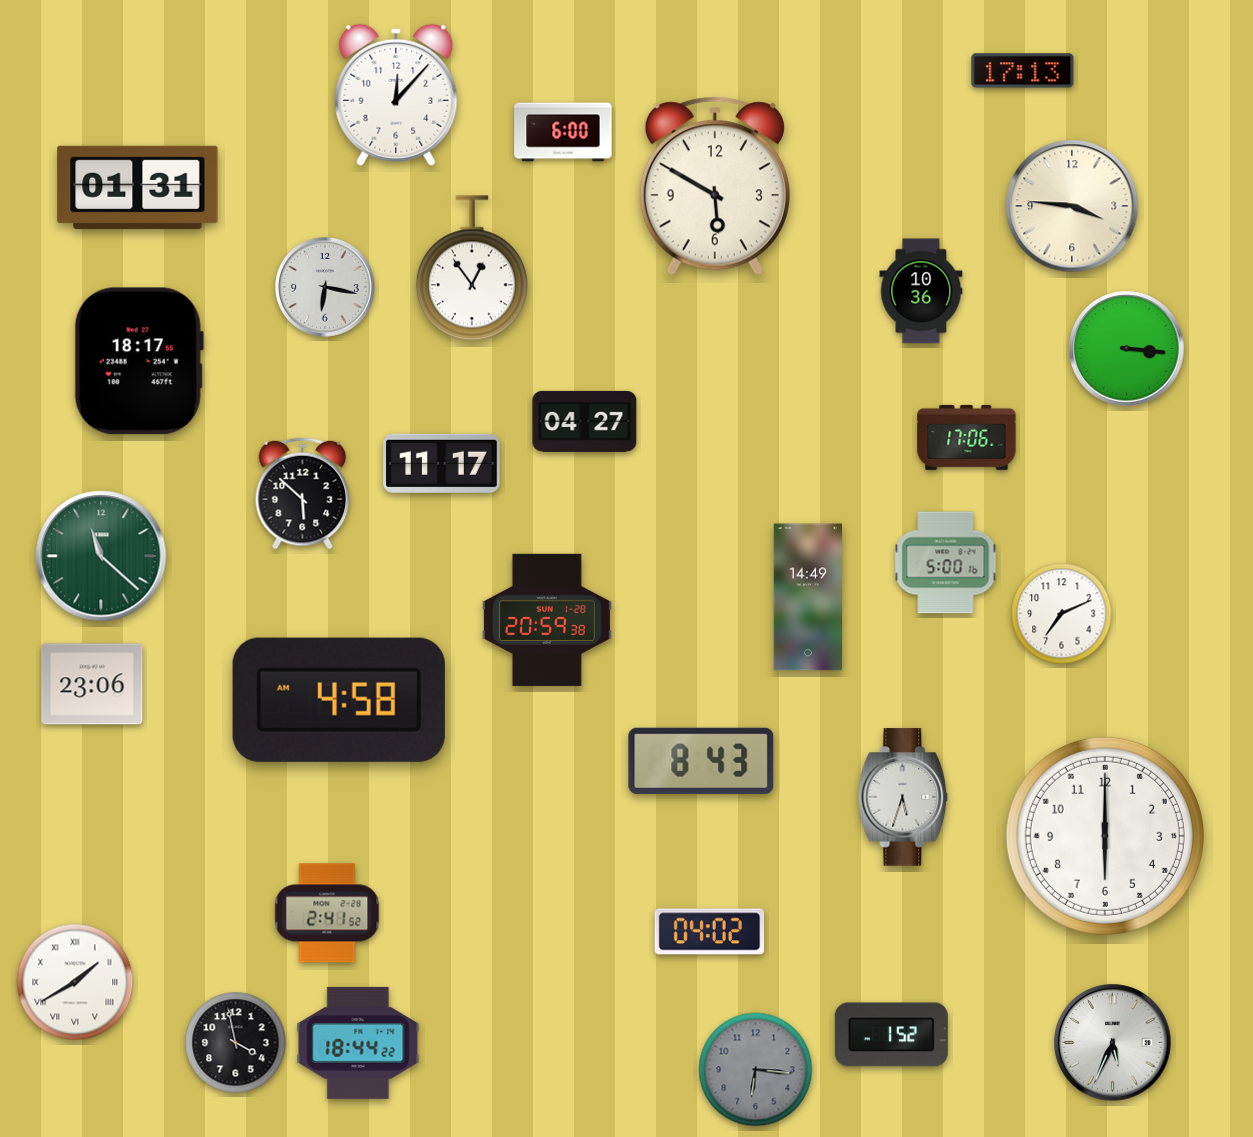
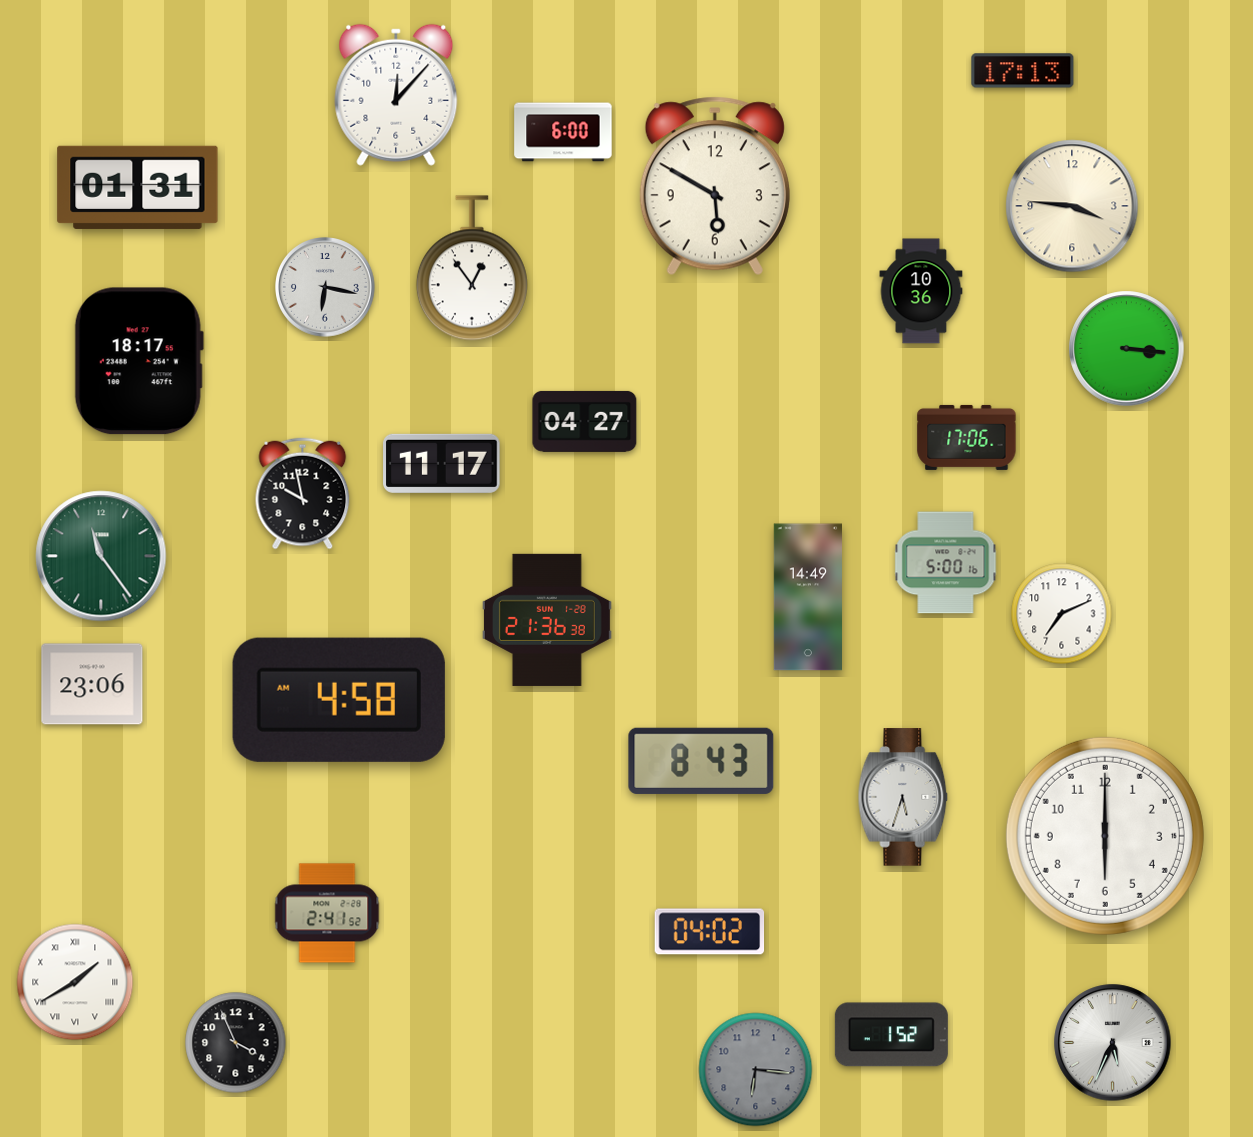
clock at (303, 494): 5:52 -> 9:58
clock at (101, 556): 11:22 -> 11:24
clock at (547, 620): 20:59 -> 21:36
clock at (236, 1043): 3:58 -> 3:56
clock at (358, 1043): 18:44 -> none
